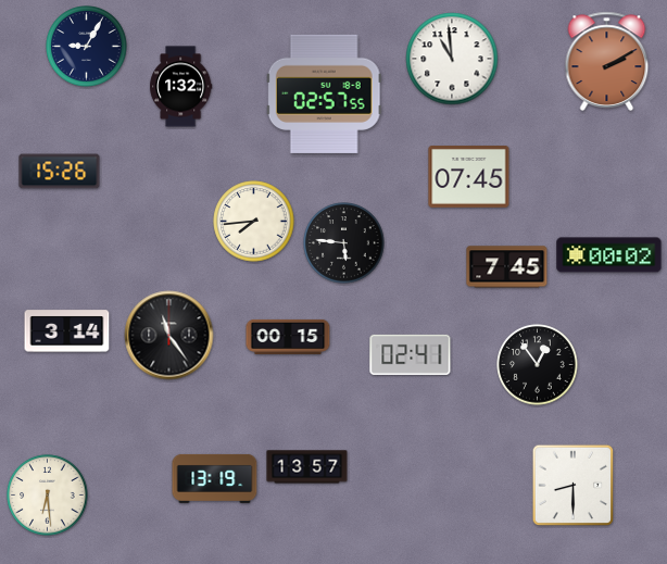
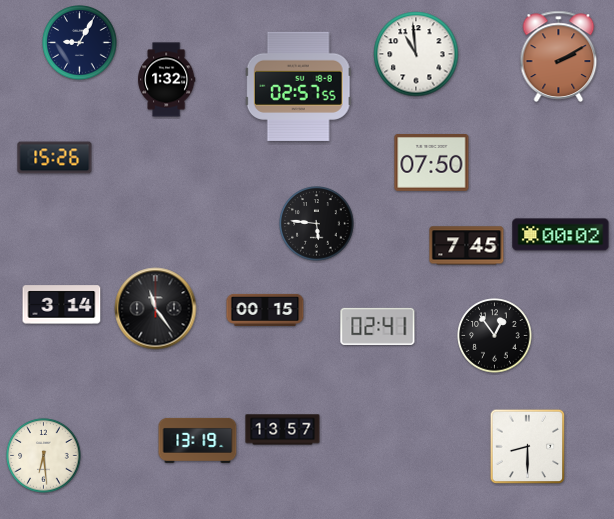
clock at (469, 177): 07:45 -> 07:50
clock at (254, 222): 7:44 -> none
